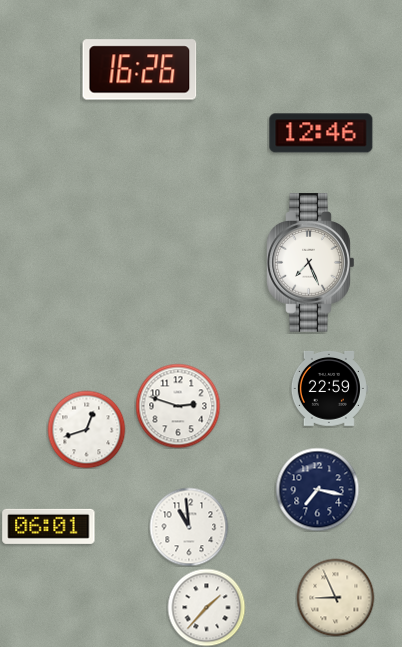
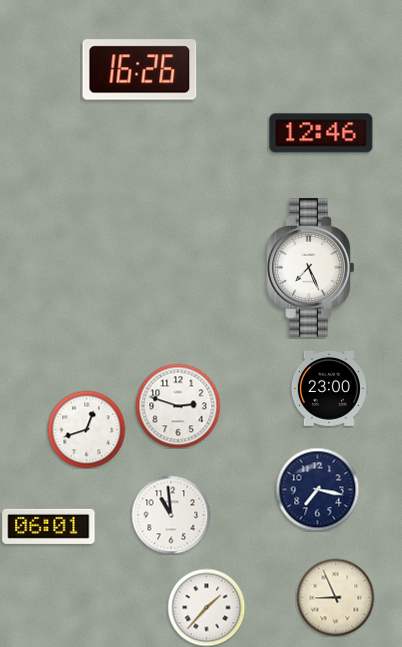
clock at (311, 263) position: (311, 263) -> (311, 268)
clock at (329, 388): 22:59 -> 23:00
clock at (189, 527) position: (189, 527) -> (171, 515)
